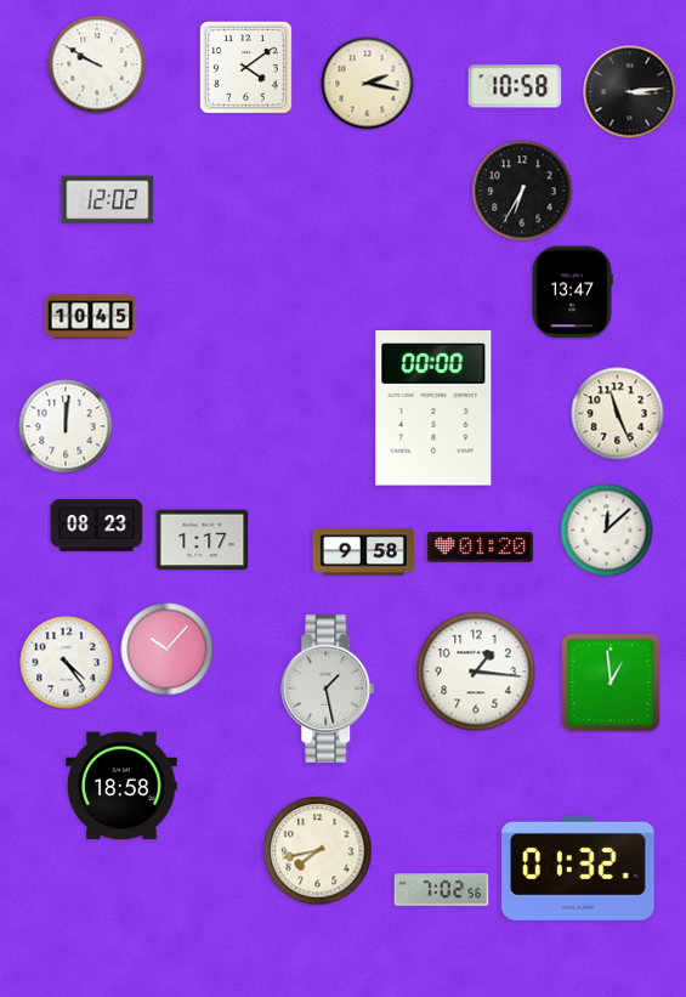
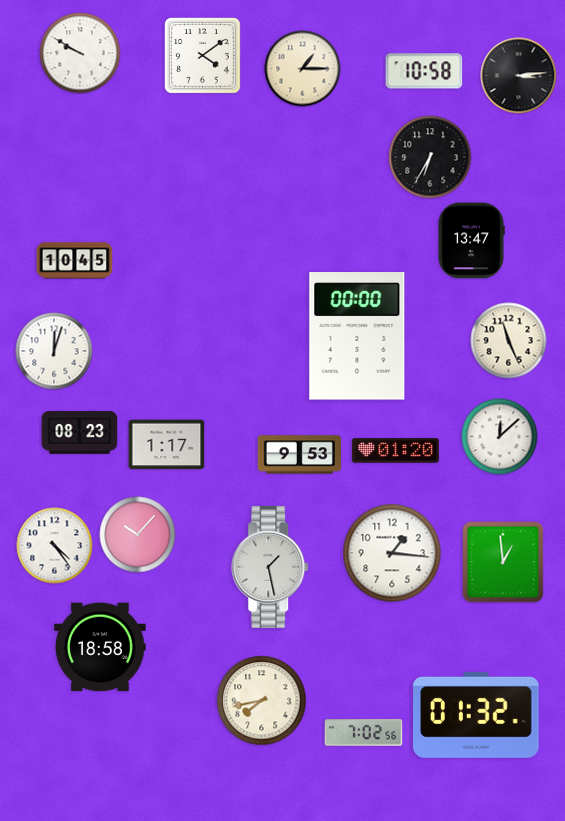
clock at (368, 84): 2:17 -> 1:15
clock at (108, 200): 12:02 -> none
clock at (66, 426): 12:01 -> 12:03
clock at (363, 553): 9:58 -> 9:53
